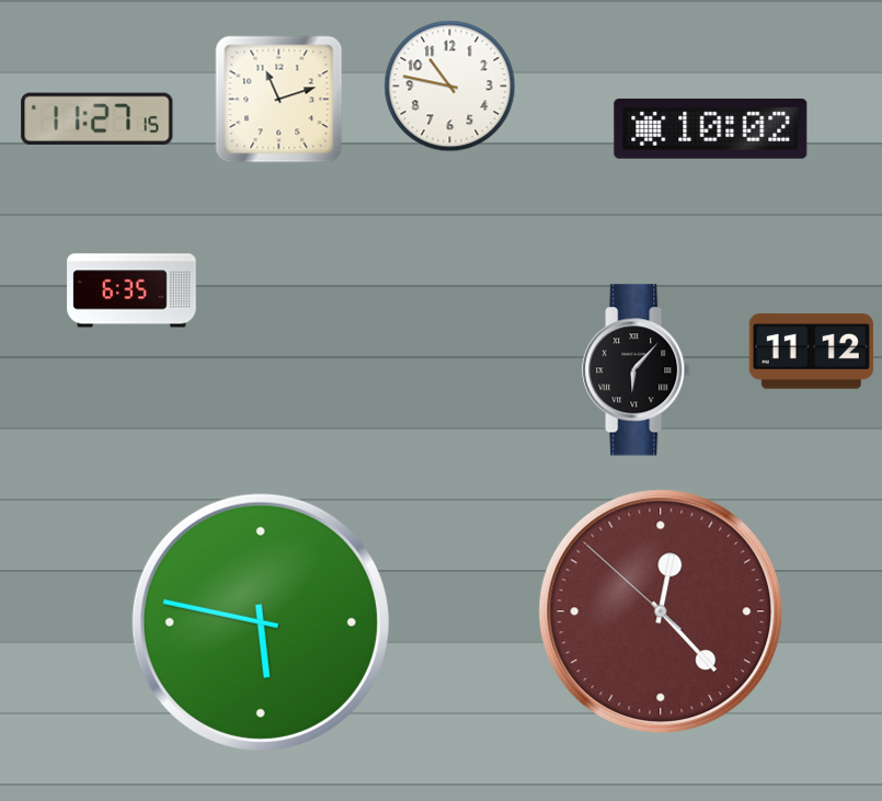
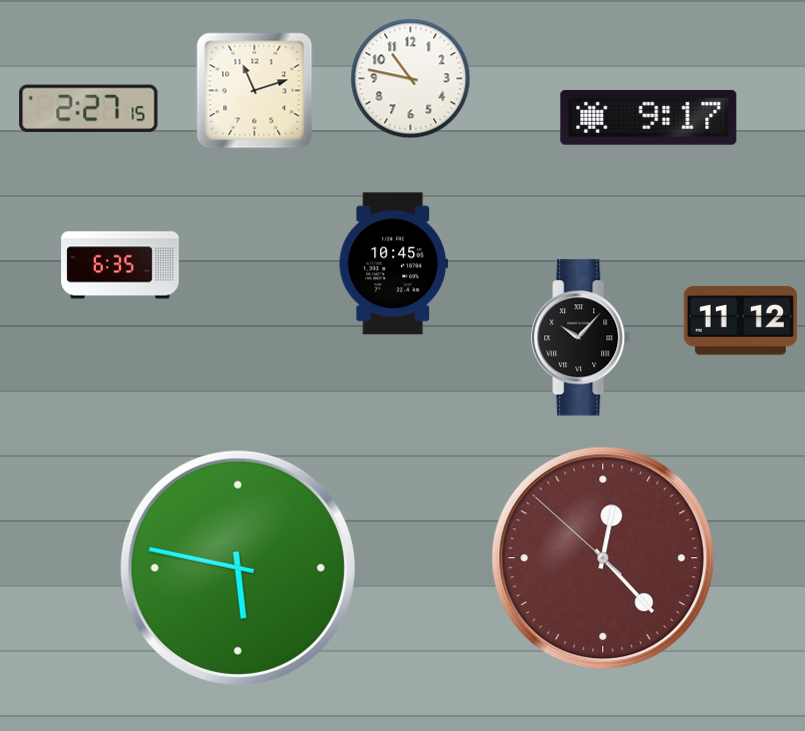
clock at (98, 118): 11:27 -> 2:27
clock at (711, 128): 10:02 -> 9:17
clock at (393, 264): none -> 10:45
clock at (637, 370): 6:07 -> 10:07
